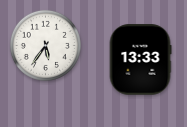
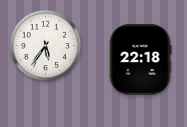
clock at (140, 60): 13:33 -> 22:18
